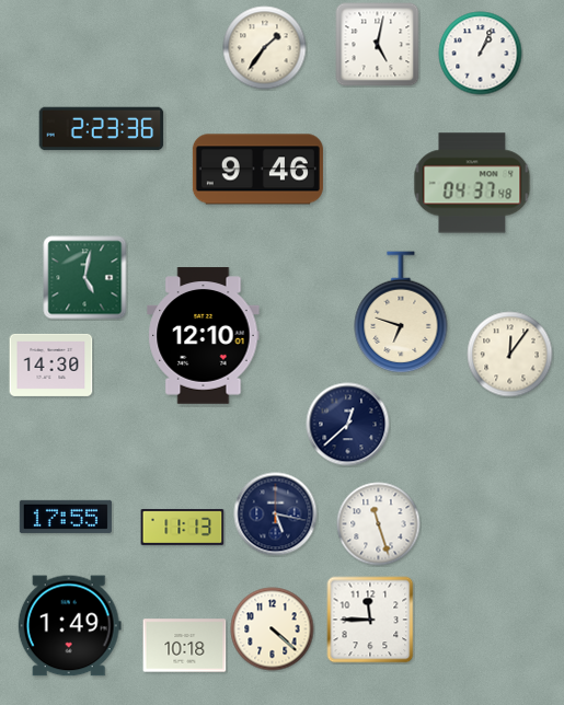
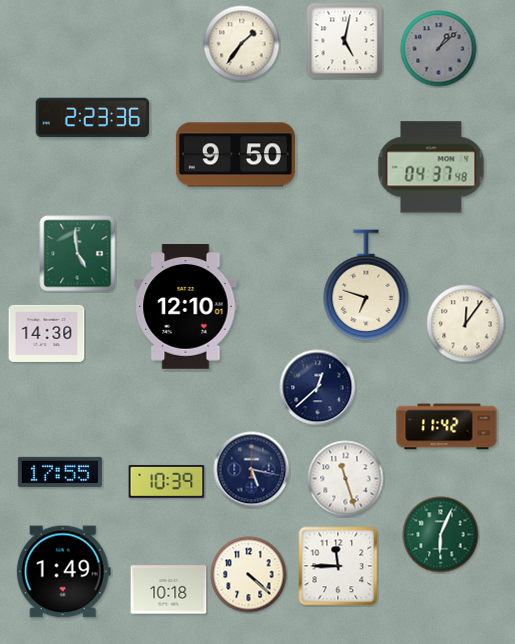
clock at (481, 54): 1:04 -> 1:08
clock at (481, 54) dial: white -> grey
clock at (257, 170): 9:46 -> 9:50
clock at (85, 278): 5:02 -> 4:59
clock at (447, 427): none -> 11:42
clock at (183, 527): 11:13 -> 10:39
clock at (441, 535): none -> 6:04
